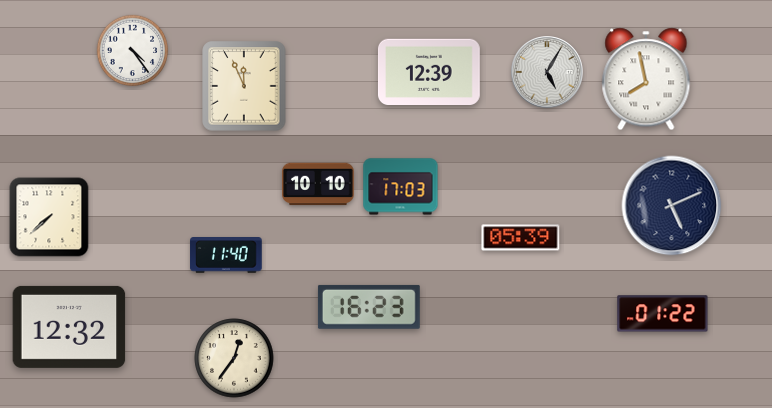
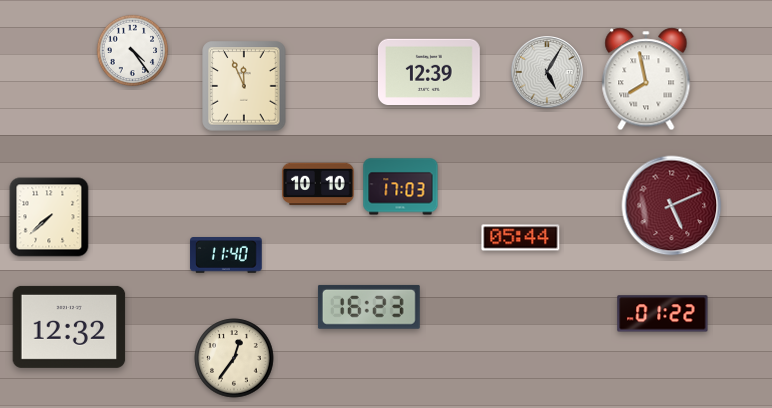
clock at (672, 206) dial: navy -> burgundy
clock at (521, 238): 05:39 -> 05:44
